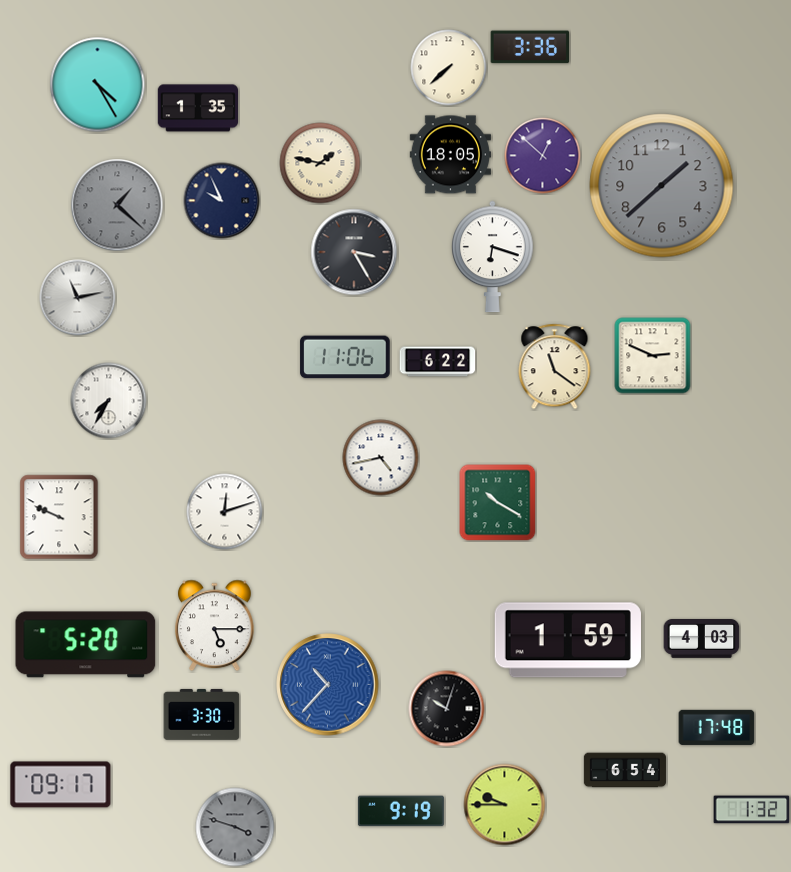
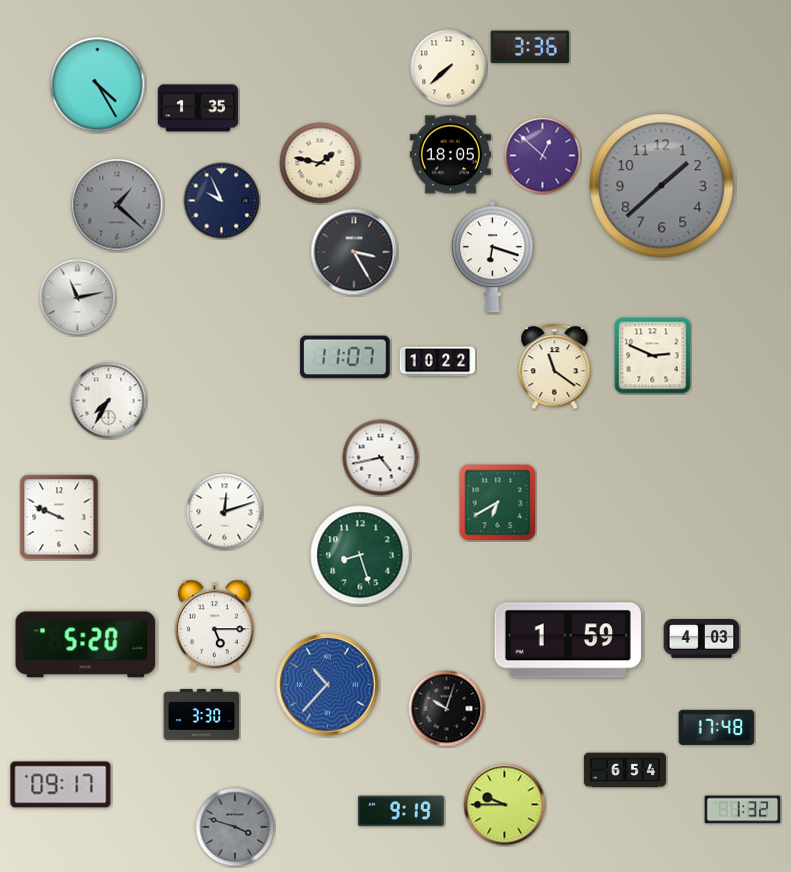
clock at (345, 357): 11:06 -> 11:07
clock at (438, 362): 6:22 -> 10:22
clock at (498, 503): 10:20 -> 6:40
clock at (360, 555): none -> 8:27
clock at (752, 810) position: (752, 810) -> (743, 810)
